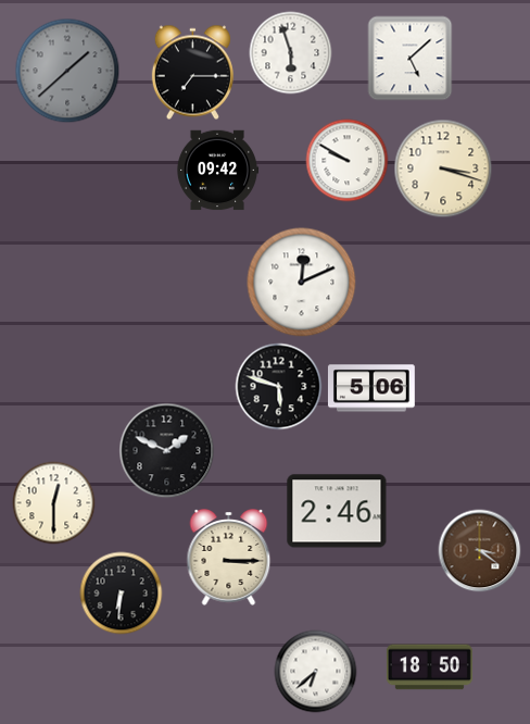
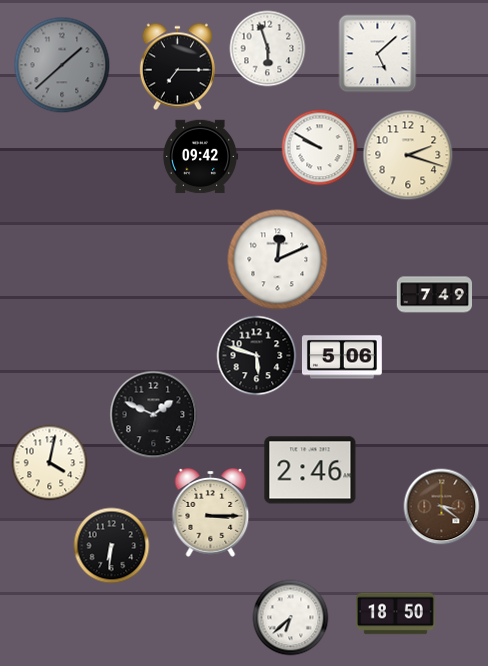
clock at (443, 168): 3:18 -> 2:18
clock at (435, 295): none -> 7:49
clock at (54, 503): 12:30 -> 4:02
